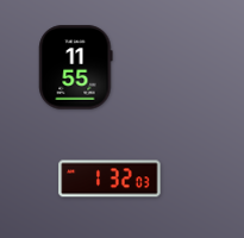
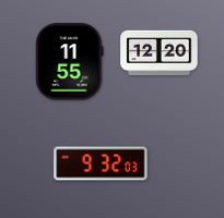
clock at (160, 52): none -> 12:20
clock at (110, 178): 1:32 -> 9:32
